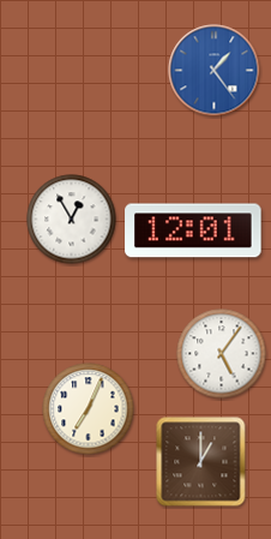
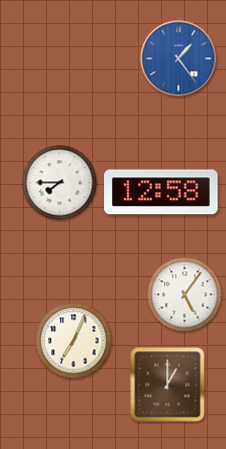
clock at (72, 220): 12:55 -> 7:45
clock at (193, 230): 12:01 -> 12:58
